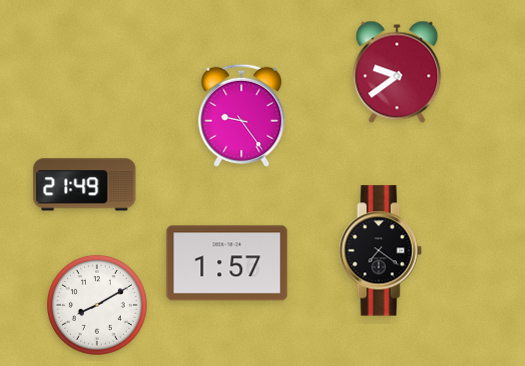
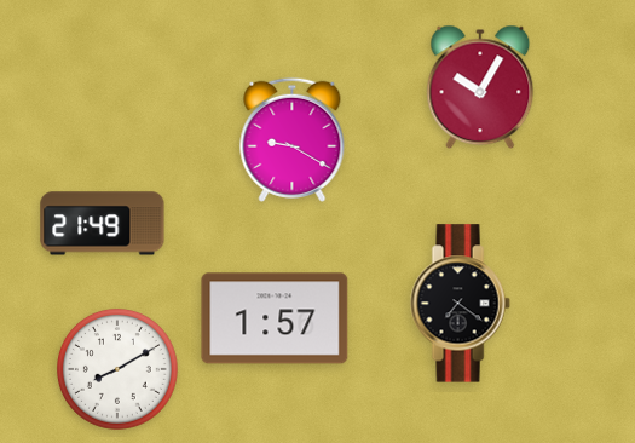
clock at (397, 72): 9:39 -> 10:05
clock at (242, 115): 9:24 -> 9:20
